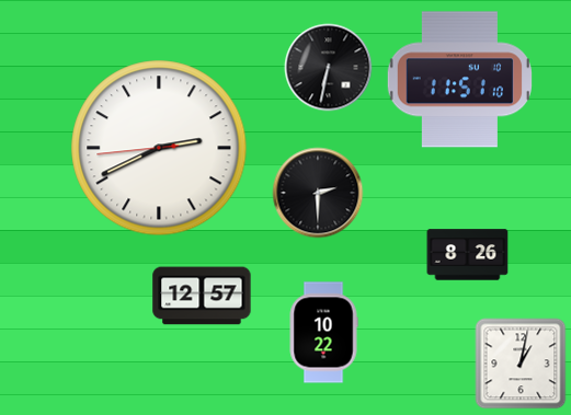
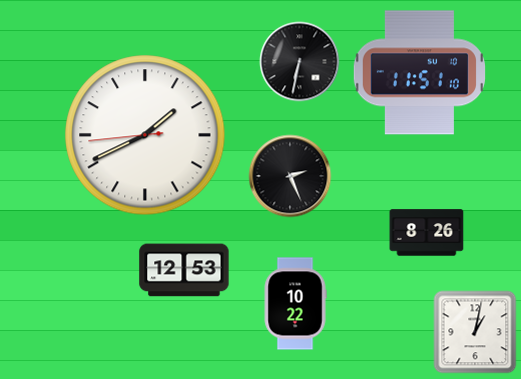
clock at (159, 148): 2:40 -> 1:40
clock at (318, 193): 2:30 -> 2:26
clock at (202, 296): 12:57 -> 12:53
